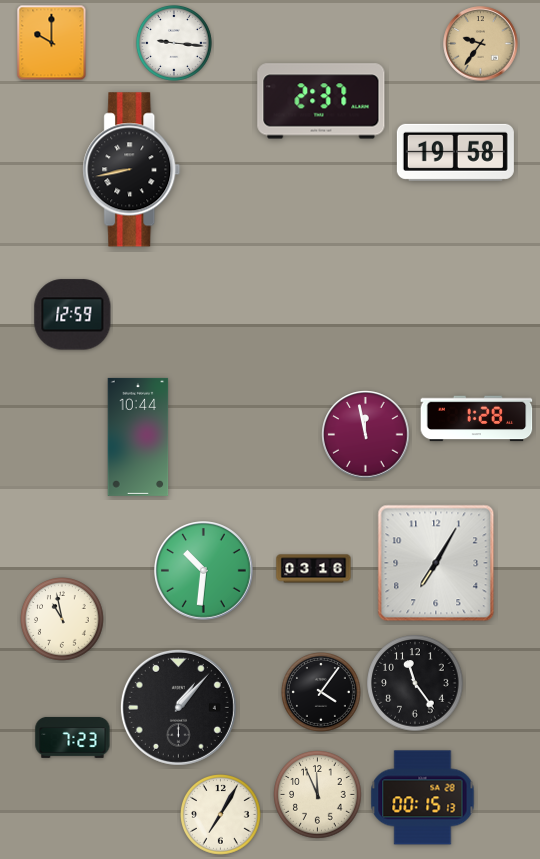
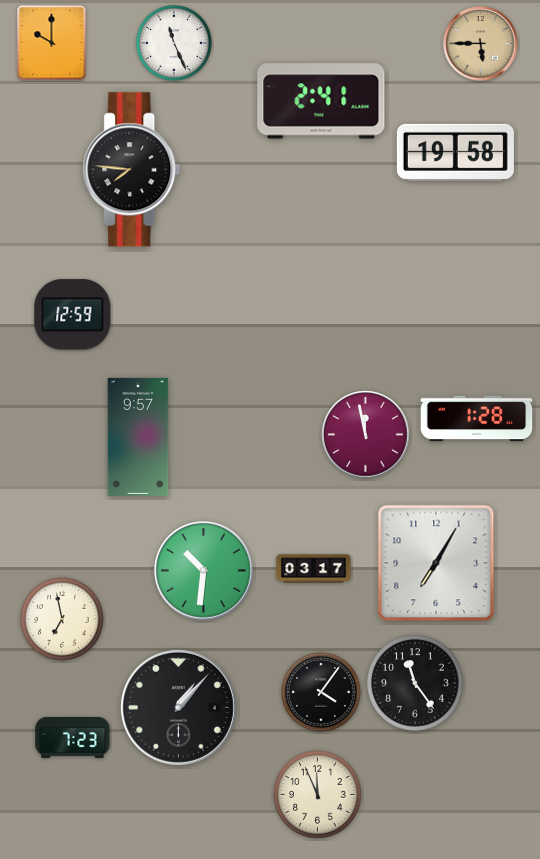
clock at (174, 43): 9:16 -> 11:26
clock at (481, 44): 9:36 -> 5:45
clock at (321, 101): 2:37 -> 2:41
clock at (132, 170): 8:43 -> 7:46
clock at (138, 437): 10:44 -> 9:57
clock at (314, 569): 03:16 -> 03:17
clock at (63, 620): 10:58 -> 6:58
clock at (423, 798): 00:15 -> none
clock at (221, 815): 7:05 -> none
